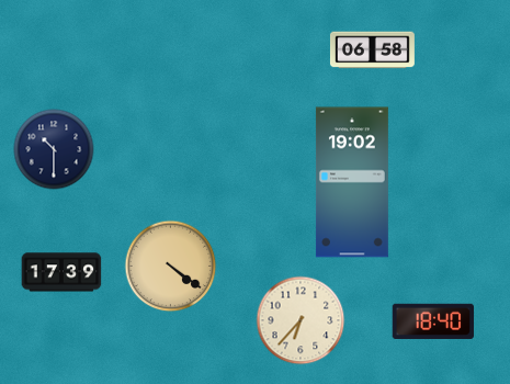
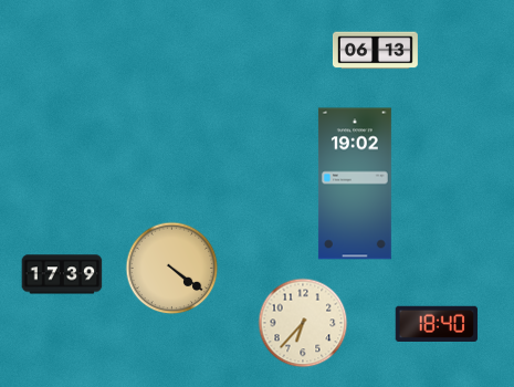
clock at (372, 50): 06:58 -> 06:13
clock at (54, 149): 10:30 -> none
